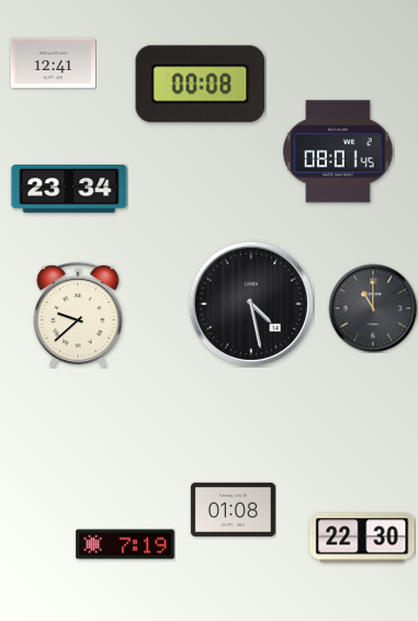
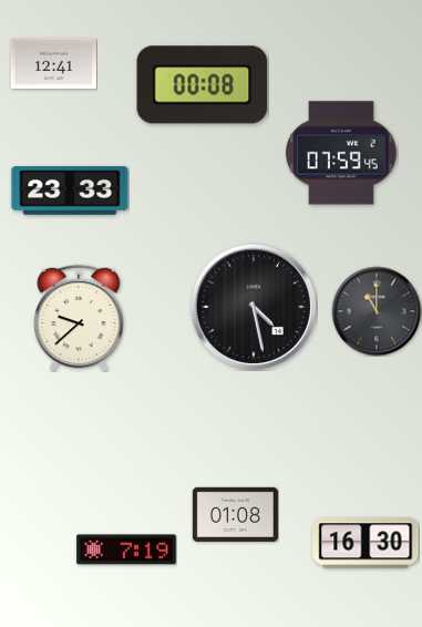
clock at (338, 151): 08:01 -> 07:59
clock at (69, 189): 23:34 -> 23:33
clock at (362, 538): 22:30 -> 16:30
